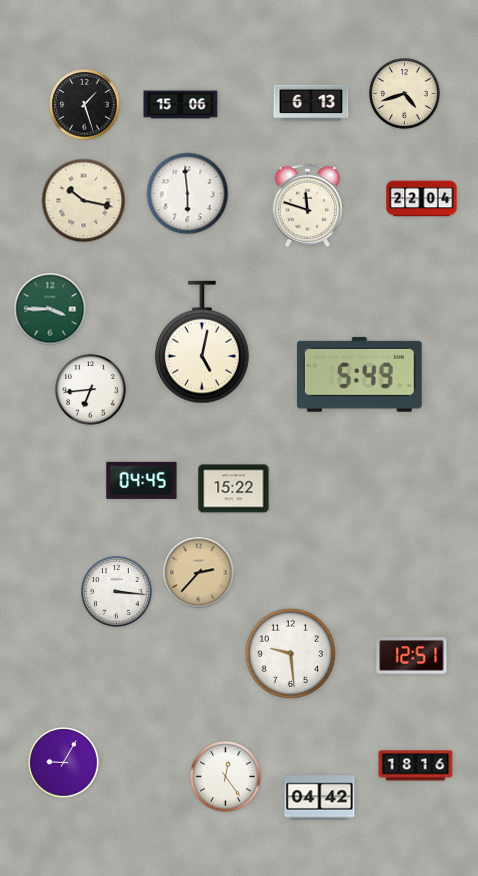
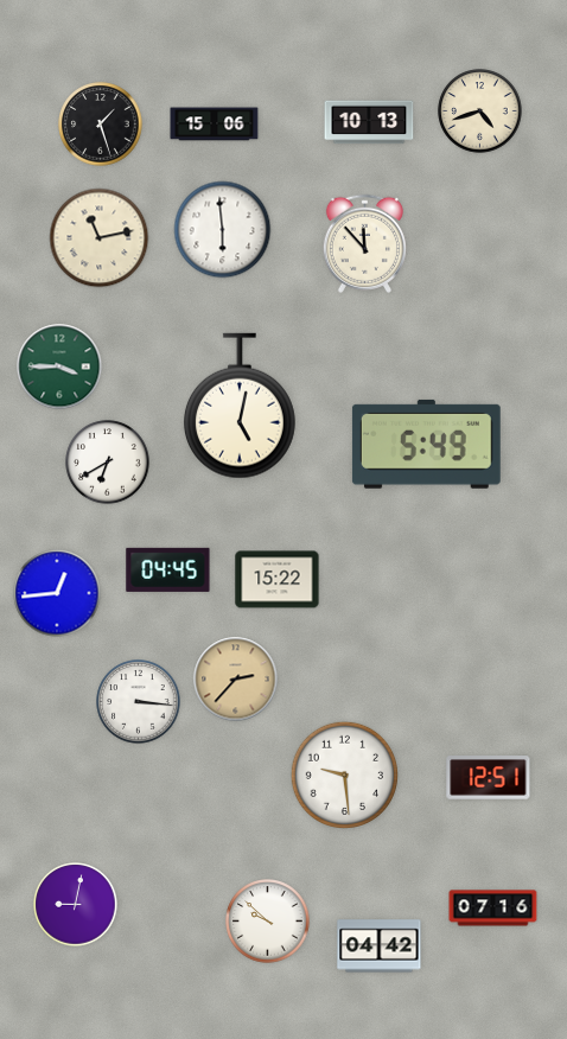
clock at (311, 103): 6:13 -> 10:13
clock at (422, 199): 22:04 -> none
clock at (84, 201): 10:17 -> 11:13
clock at (307, 205): 11:48 -> 11:53
clock at (91, 390): 6:44 -> 6:40
clock at (57, 593): none -> 12:44
clock at (64, 763): 9:05 -> 9:02
clock at (416, 766): 18:16 -> 07:16
clock at (226, 777): 12:24 -> 9:52
